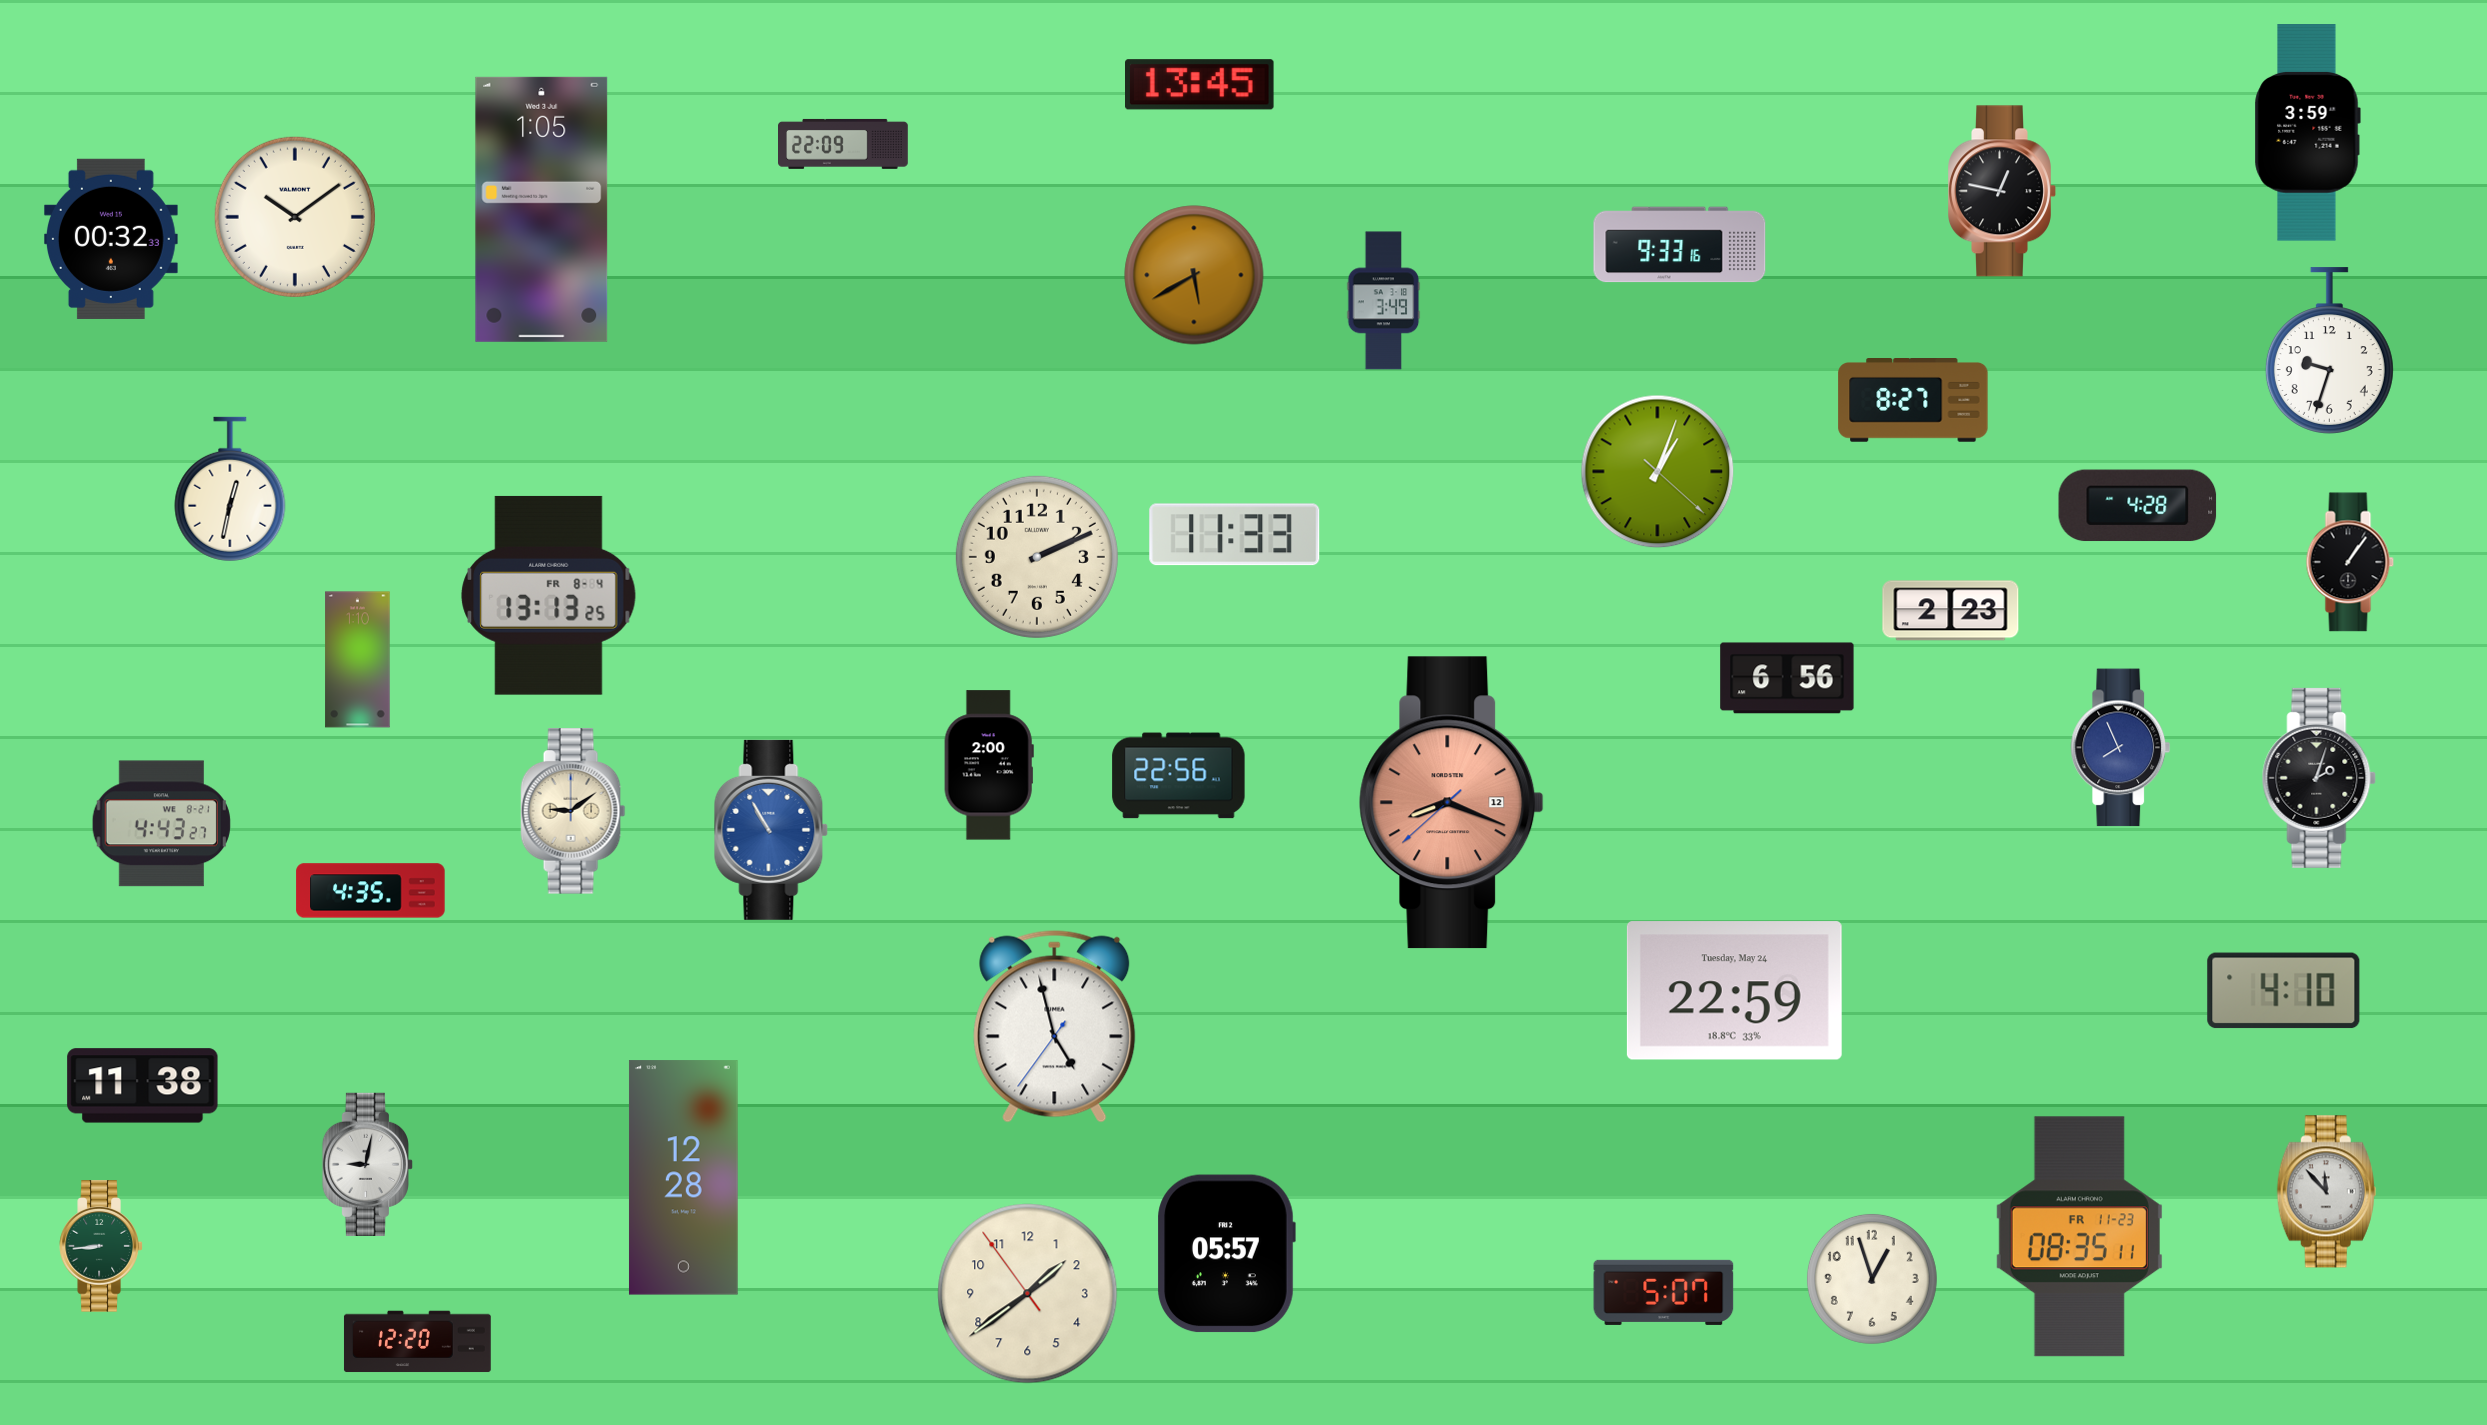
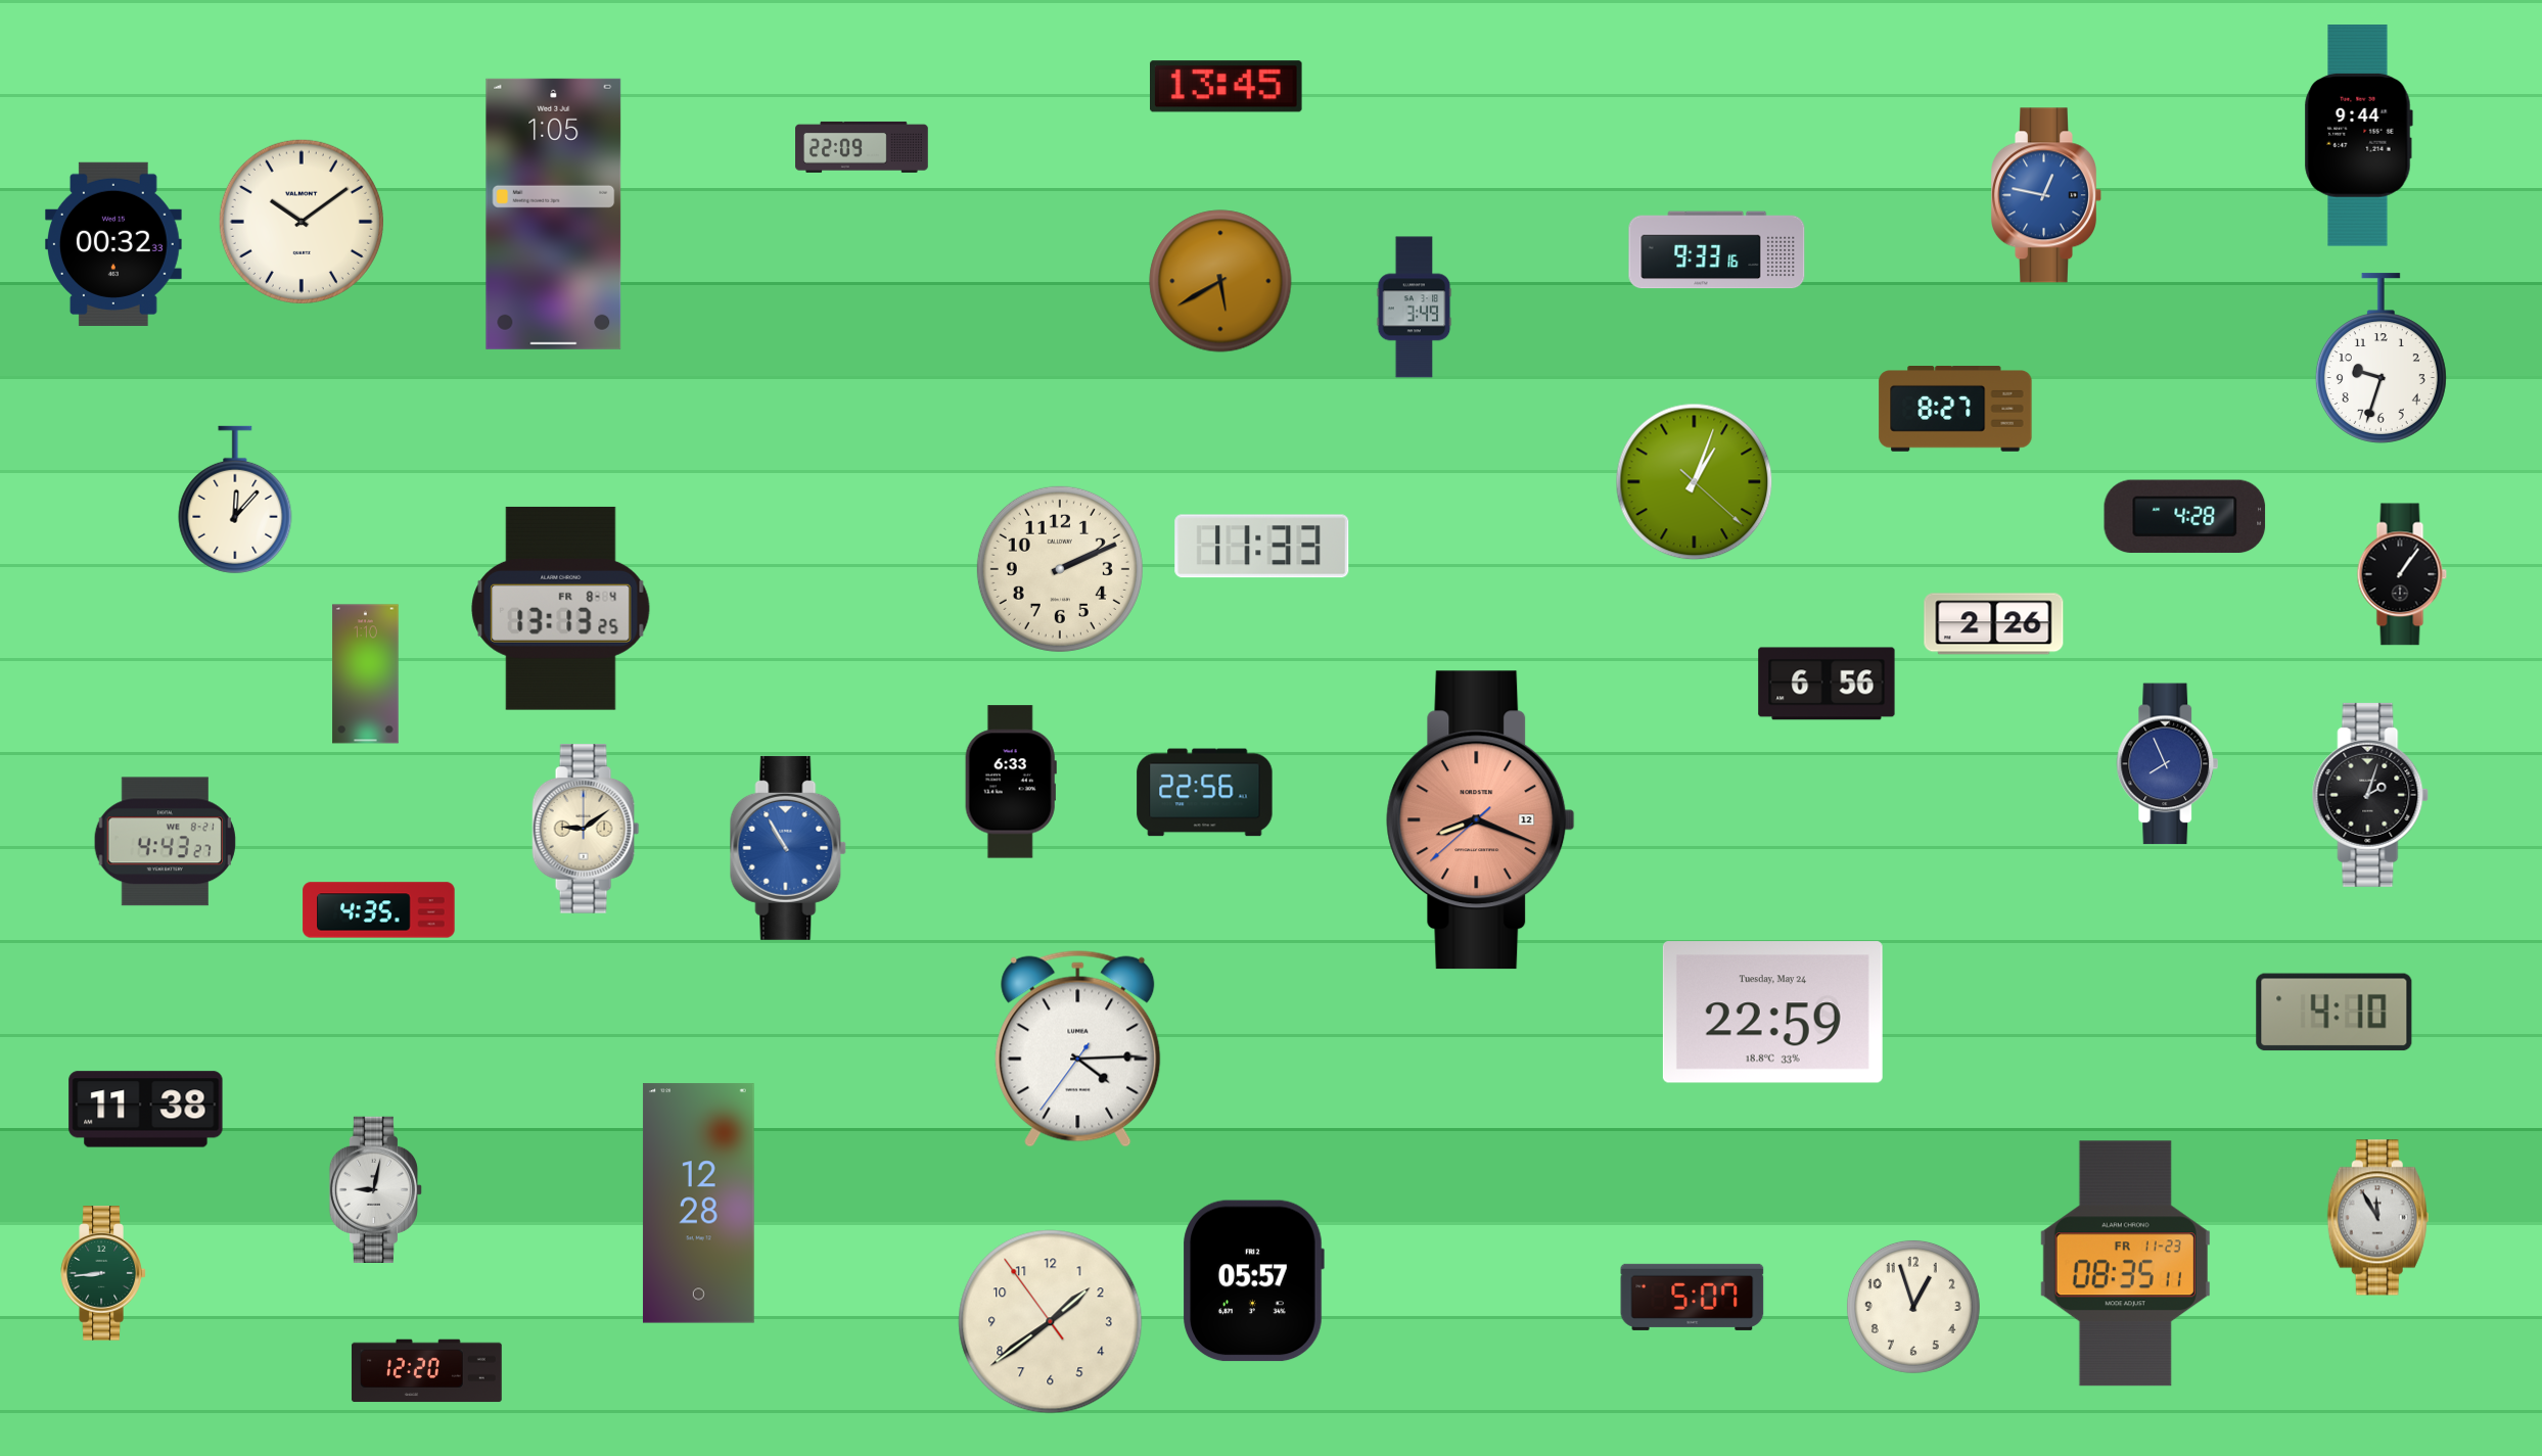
clock at (2307, 133): 3:59 -> 9:44
clock at (2003, 191) dial: black -> blue
clock at (230, 489): 12:32 -> 12:07
clock at (1951, 611): 2:23 -> 2:26
clock at (1787, 678) position: (1787, 678) -> (1827, 684)
clock at (989, 765): 2:00 -> 6:33
clock at (1452, 803) position: (1452, 803) -> (1481, 820)
clock at (1055, 1026): 4:57 -> 4:14
clock at (2326, 1192): 11:53 -> 11:55
clock at (1664, 1292) position: (1664, 1292) -> (1693, 1297)
